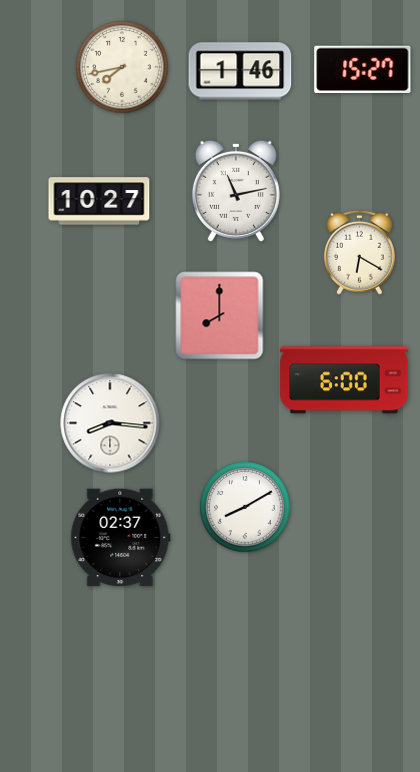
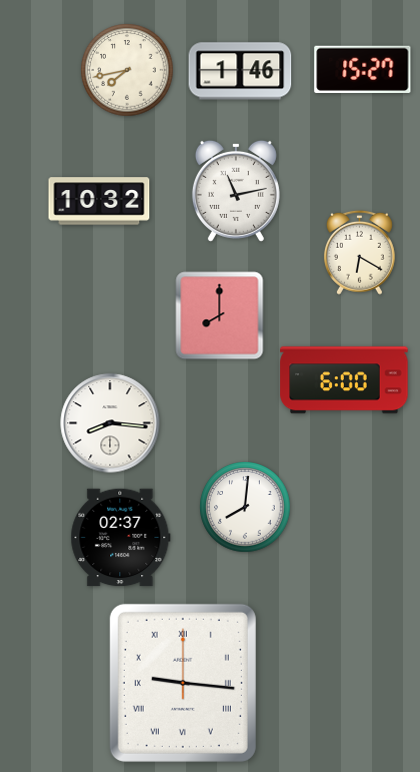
clock at (122, 67) position: (122, 67) -> (127, 70)
clock at (99, 201): 10:27 -> 10:32
clock at (245, 507): 8:10 -> 8:01
clock at (183, 683): none -> 9:16
